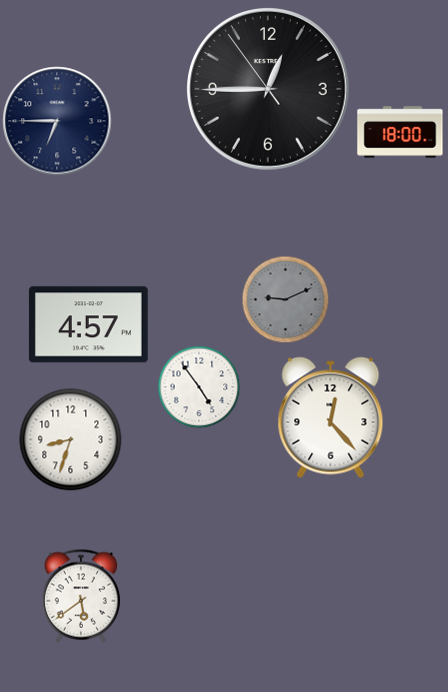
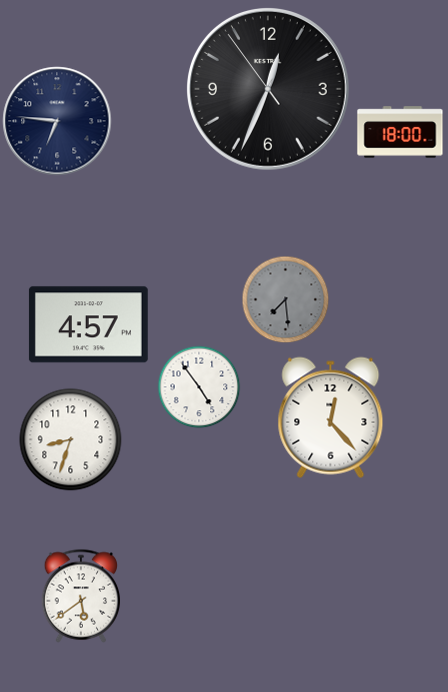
clock at (269, 90): 12:44 -> 12:33
clock at (57, 121): 6:45 -> 6:46
clock at (285, 299): 9:11 -> 7:29
